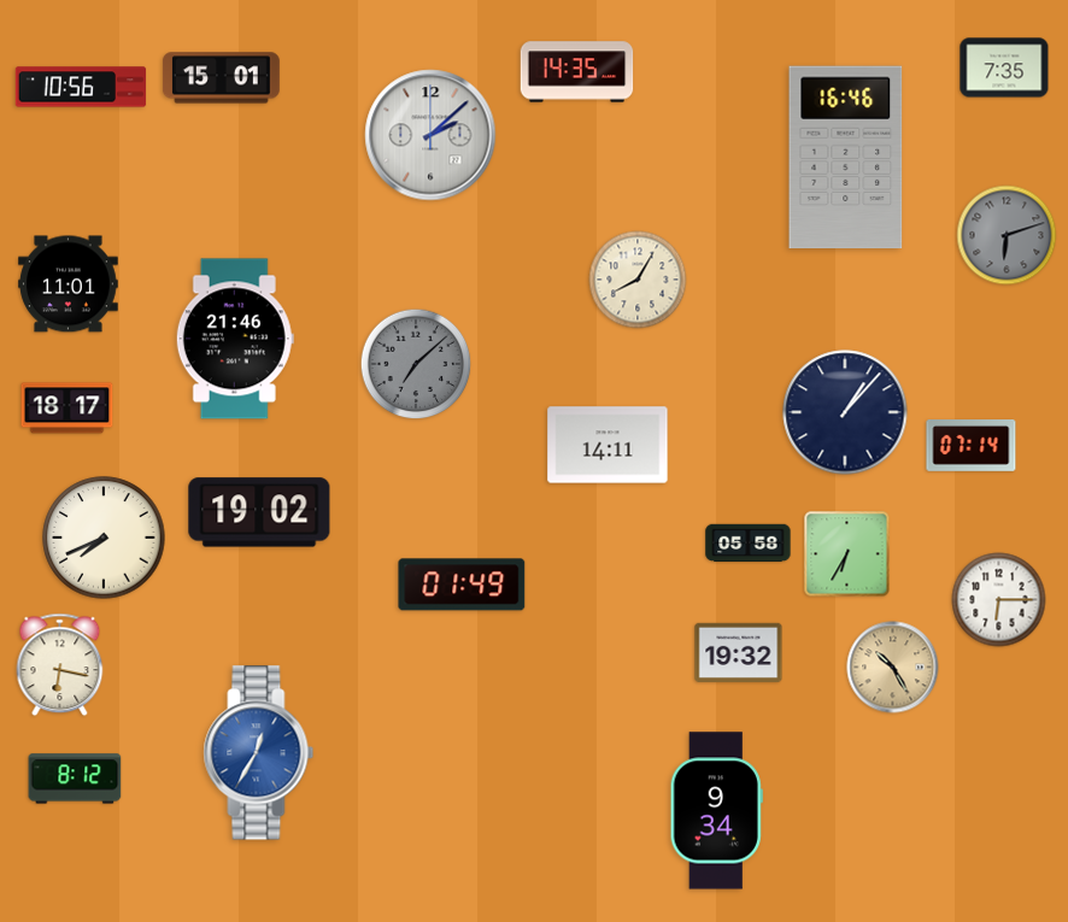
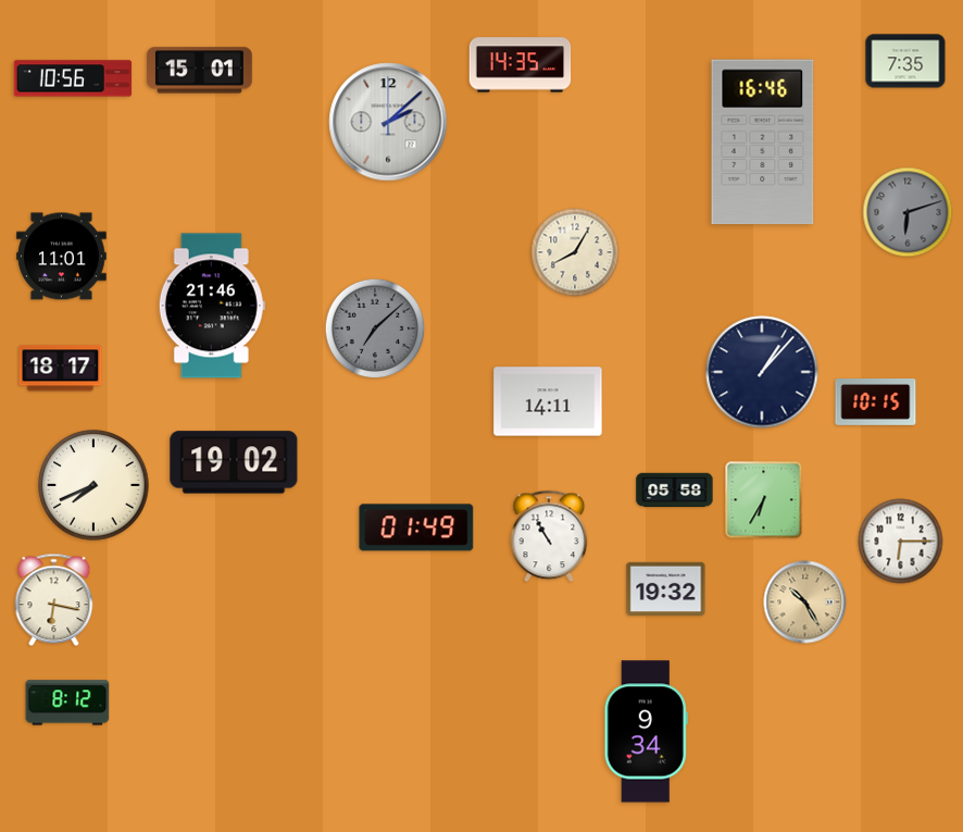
clock at (972, 446): 07:14 -> 10:15
clock at (549, 536): none -> 10:55
clock at (259, 753): 12:35 -> none
